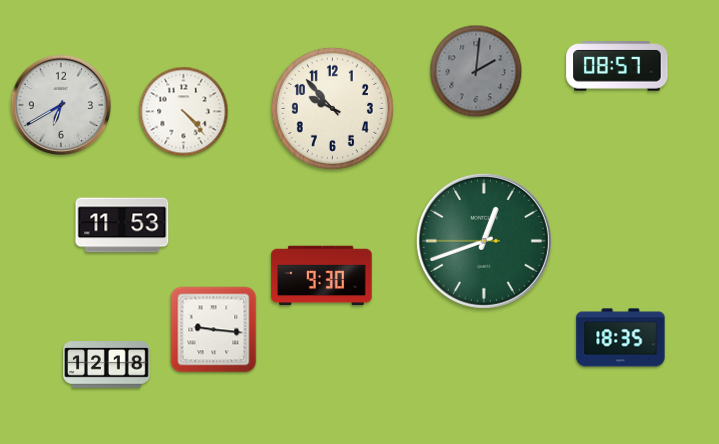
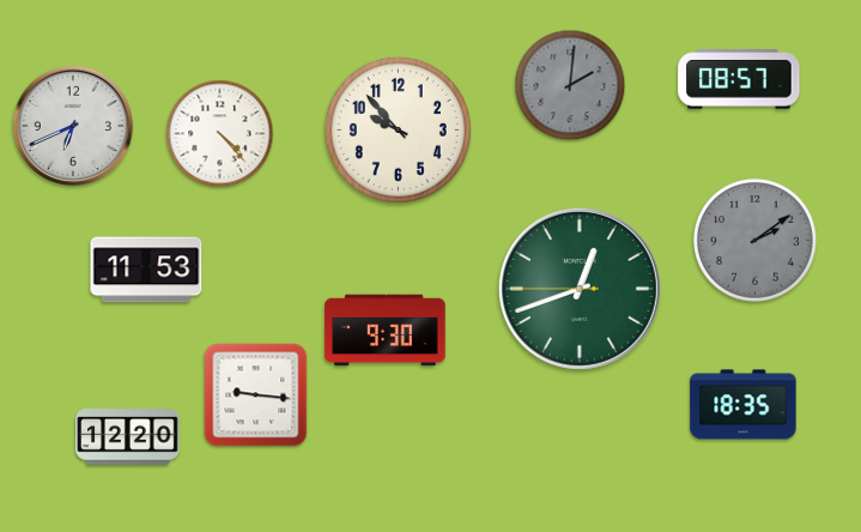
clock at (60, 104): 6:40 -> 6:41
clock at (756, 241): none -> 2:09
clock at (107, 365): 12:18 -> 12:20
